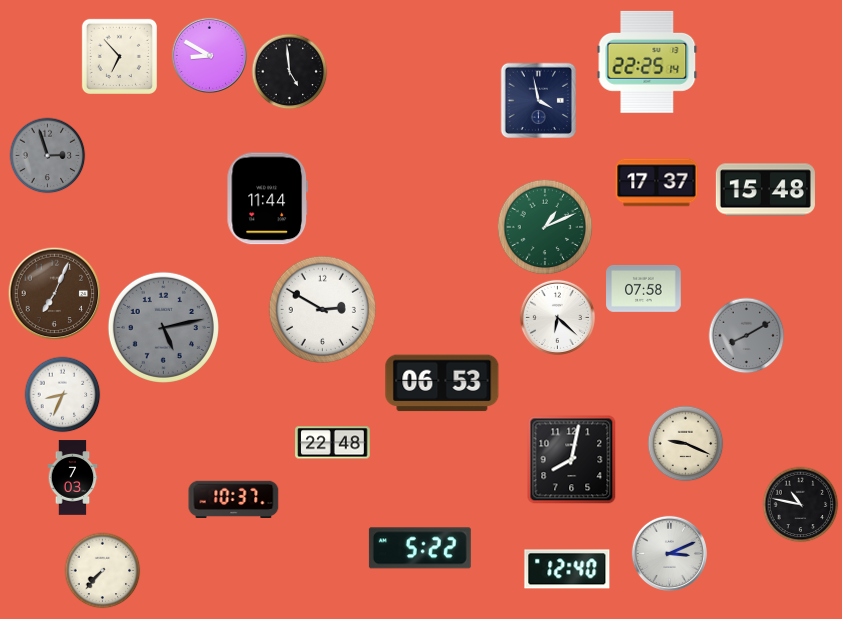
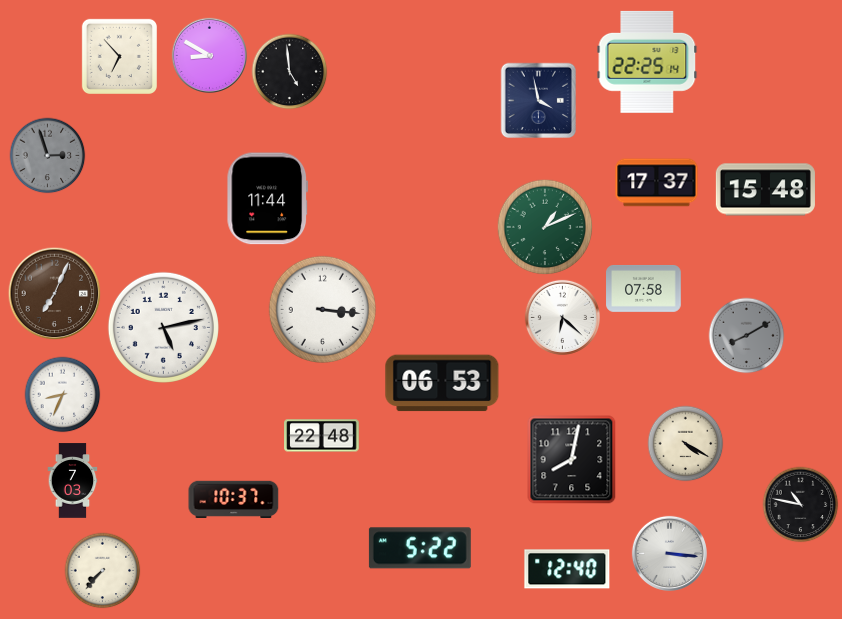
clock at (322, 309): 2:50 -> 3:16
clock at (557, 317) position: (557, 317) -> (562, 317)
clock at (163, 327) dial: grey -> white
clock at (333, 443) position: (333, 443) -> (322, 436)
clock at (686, 444): 9:19 -> 4:20
clock at (73, 478) position: (73, 478) -> (73, 481)
clock at (669, 553): 3:11 -> 3:16
